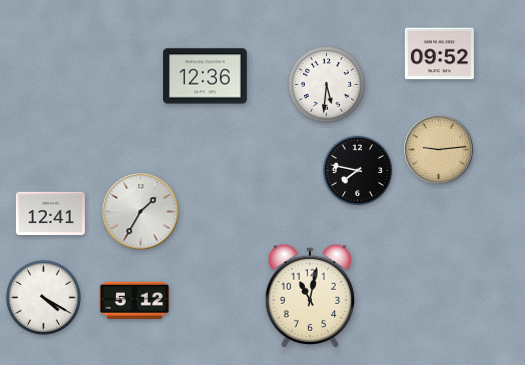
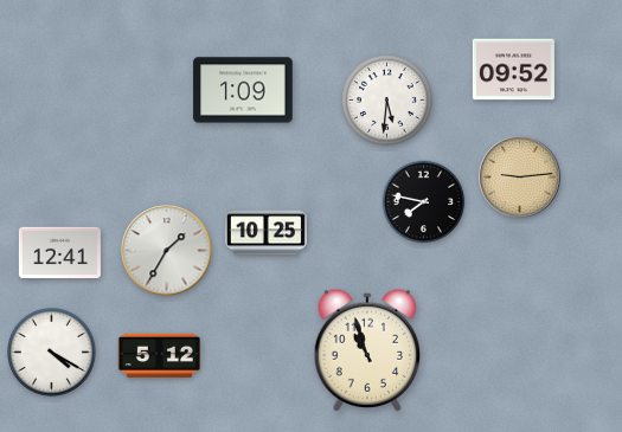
clock at (439, 54) position: (439, 54) -> (513, 70)
clock at (205, 76): 12:36 -> 1:09
clock at (265, 233): none -> 10:25
clock at (310, 295): 11:02 -> 10:57
